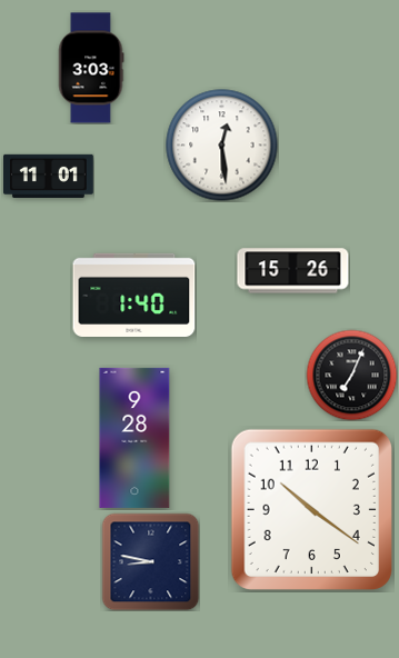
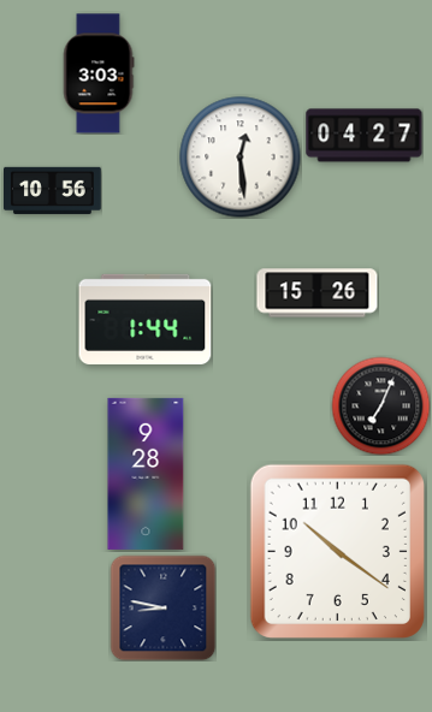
clock at (365, 136): none -> 04:27
clock at (49, 176): 11:01 -> 10:56
clock at (134, 295): 1:40 -> 1:44
